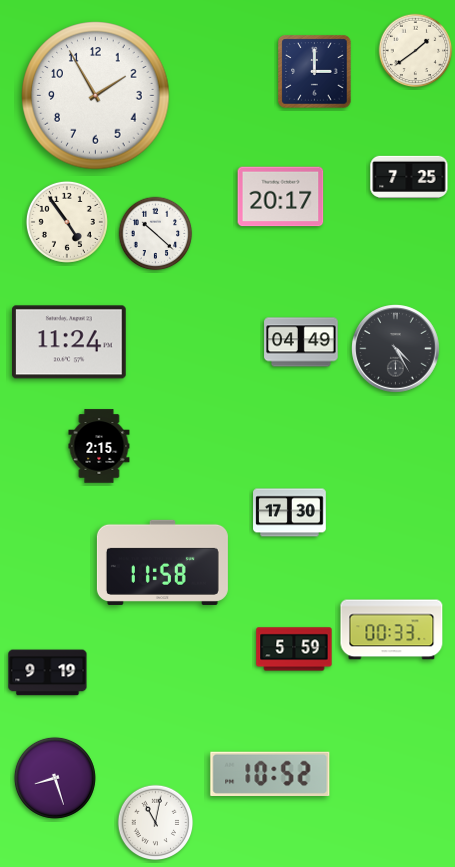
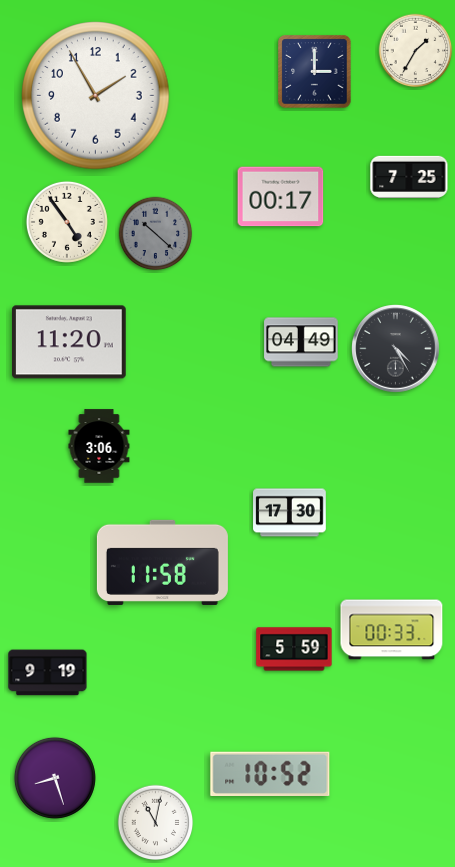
clock at (416, 51): 1:39 -> 1:35
clock at (281, 197): 20:17 -> 00:17
clock at (156, 234) dial: white -> grey
clock at (70, 342): 11:24 -> 11:20
clock at (99, 446): 2:15 -> 3:06
